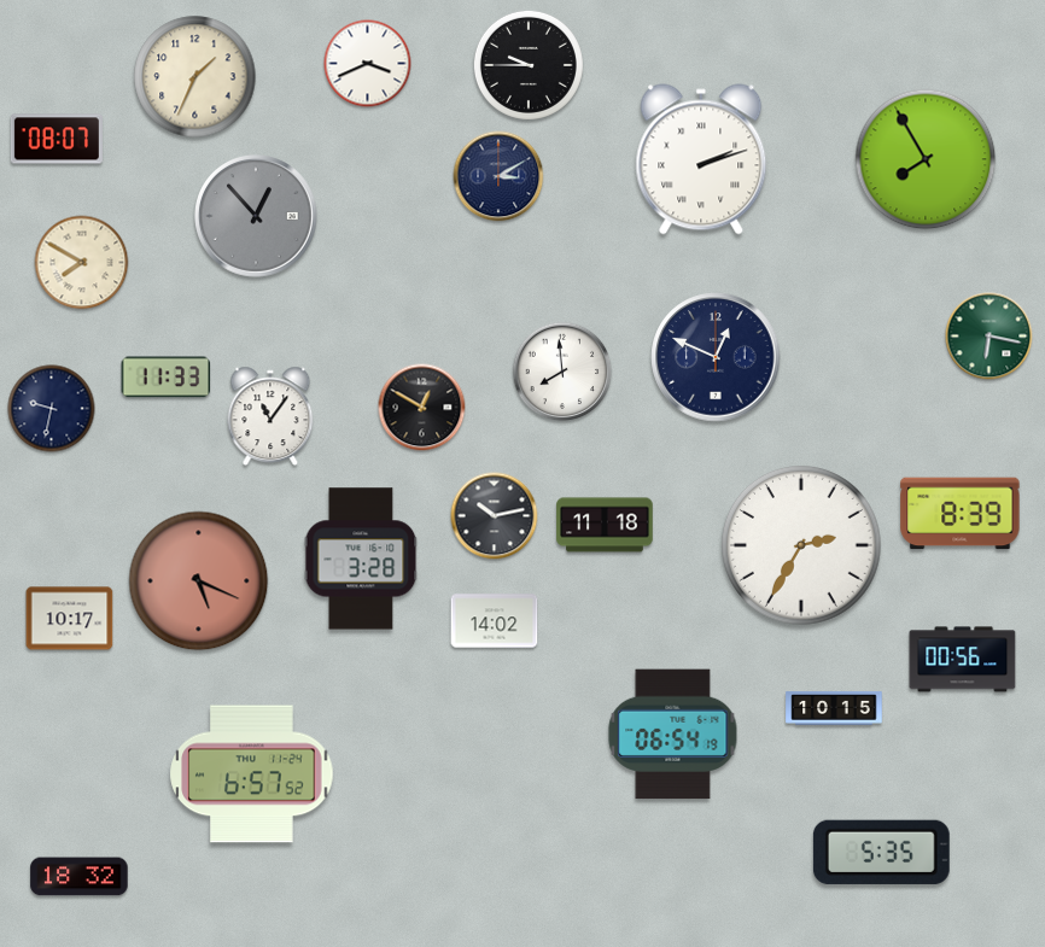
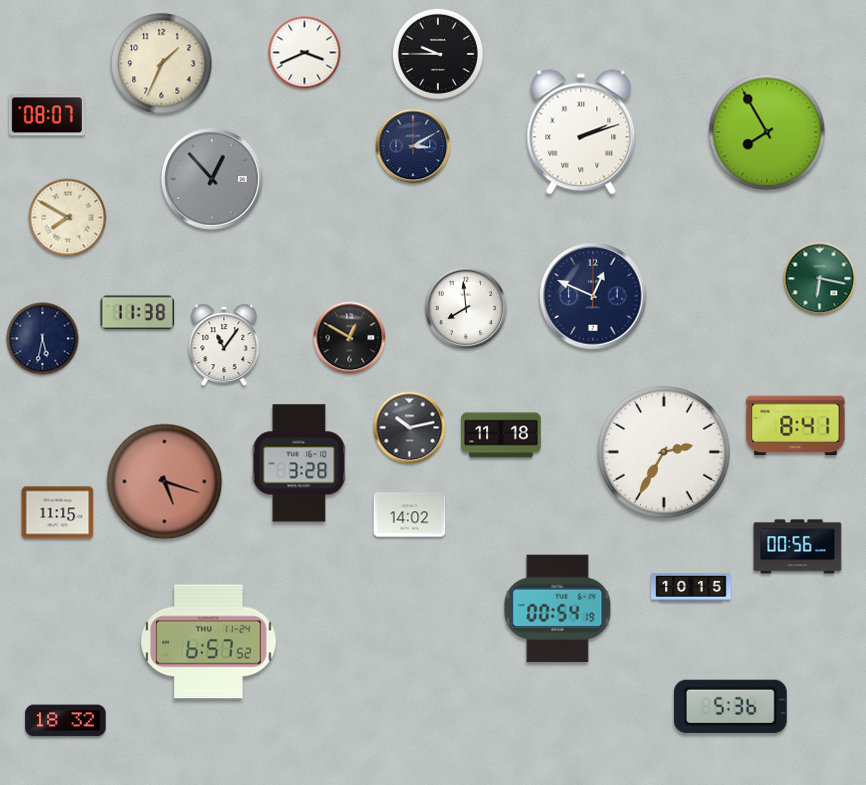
clock at (167, 378): 11:33 -> 11:38
clock at (52, 409): 9:32 -> 5:32
clock at (961, 514): 8:39 -> 8:41
clock at (199, 581): 5:19 -> 5:18
clock at (70, 619): 10:17 -> 11:15
clock at (673, 735): 06:54 -> 00:54
clock at (881, 852): 5:35 -> 5:36
clock at (80, 877) position: (80, 877) -> (66, 721)
